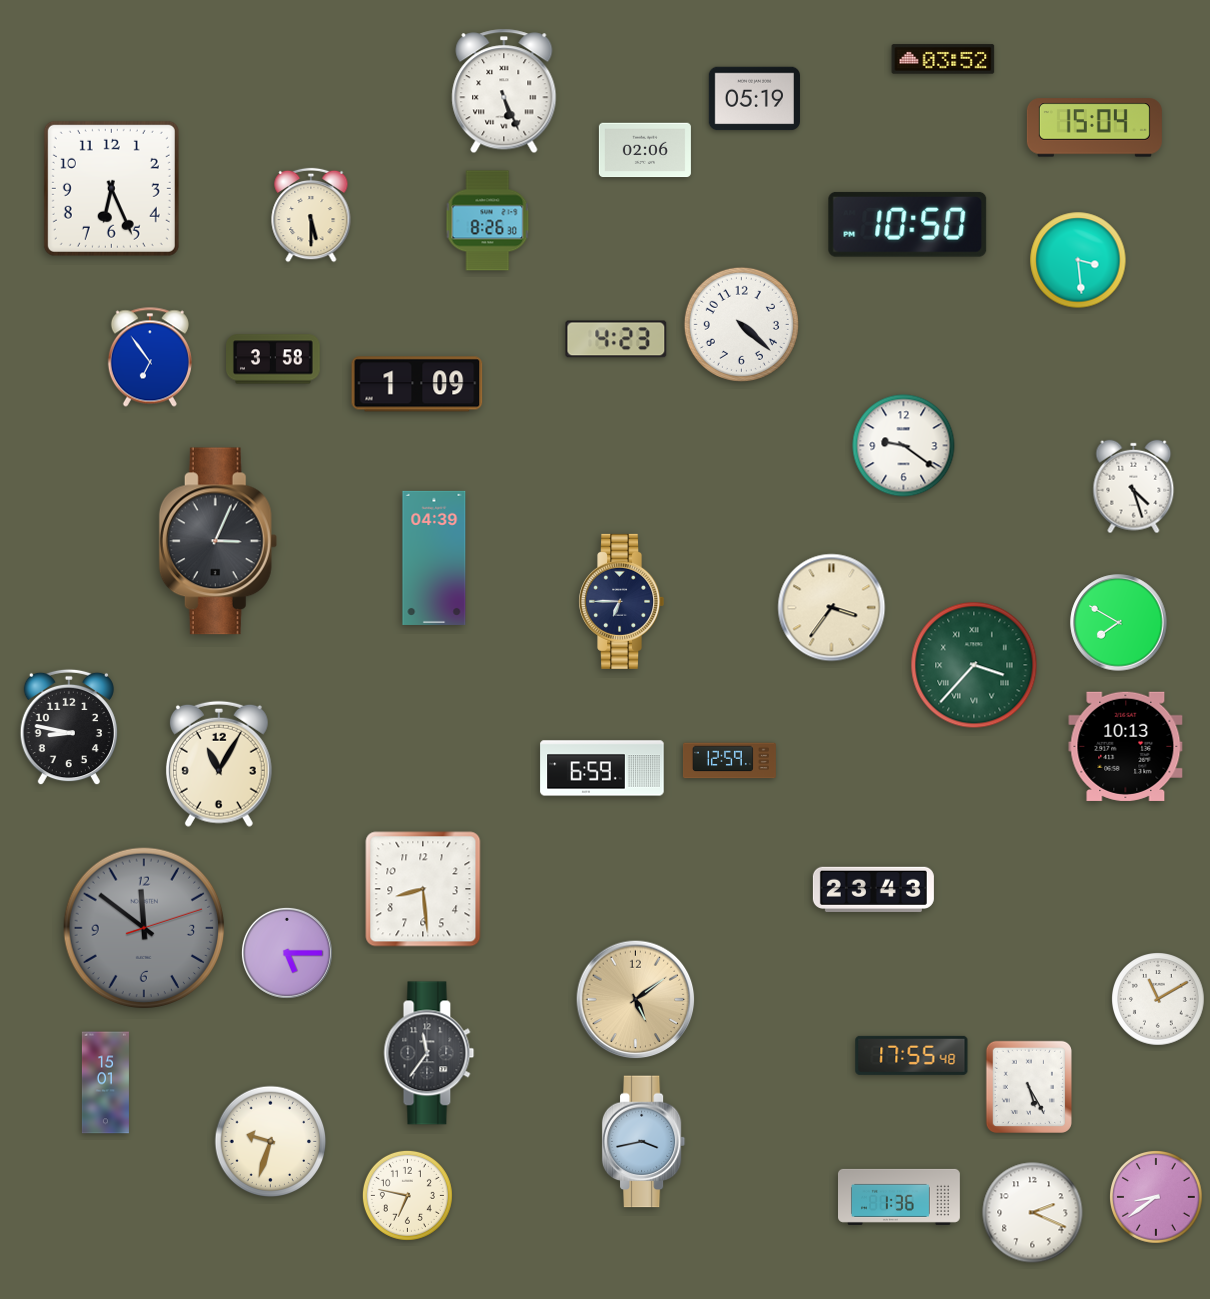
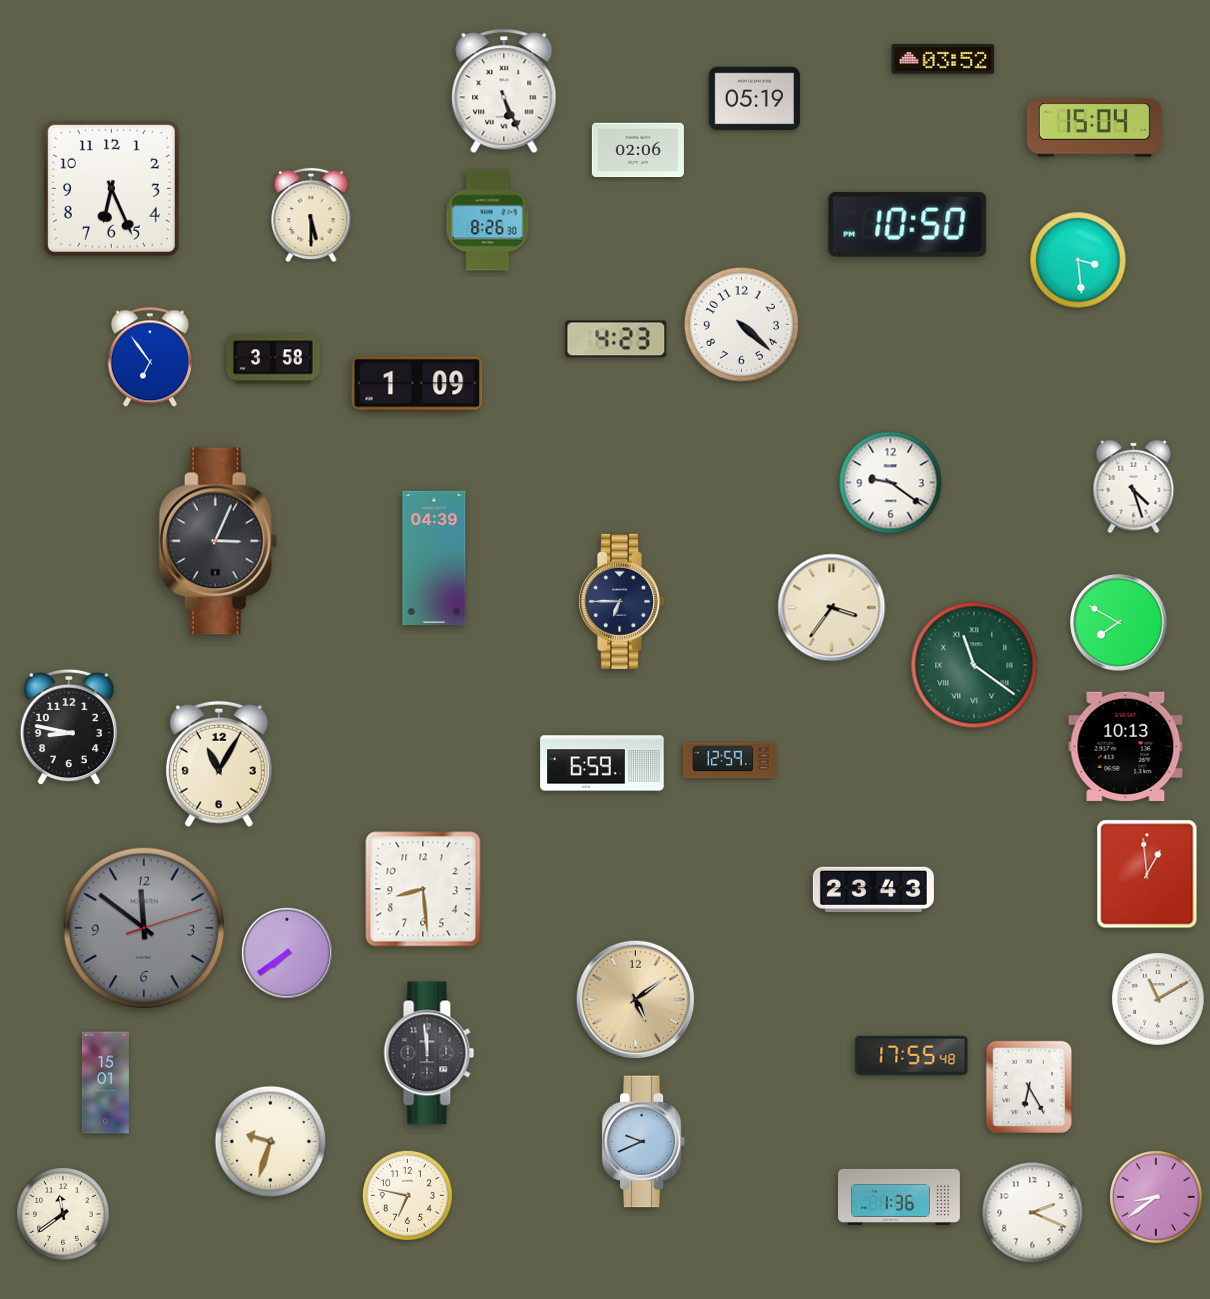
clock at (645, 150) position: (645, 150) -> (638, 150)
clock at (904, 446) position: (904, 446) -> (891, 483)
clock at (974, 665): 3:37 -> 11:21
clock at (602, 768) position: (602, 768) -> (602, 763)
clock at (1147, 874): none -> 12:59
clock at (287, 953): 5:15 -> 7:39
clock at (429, 1053): 11:36 -> 11:59
clock at (1029, 1087): 5:25 -> 6:25
clock at (644, 1142): 3:43 -> 9:41
clock at (64, 1215): none -> 11:39
